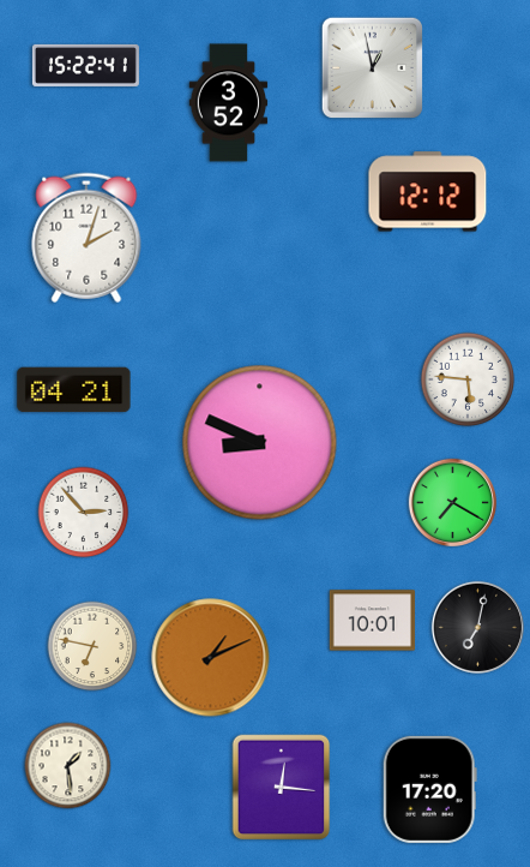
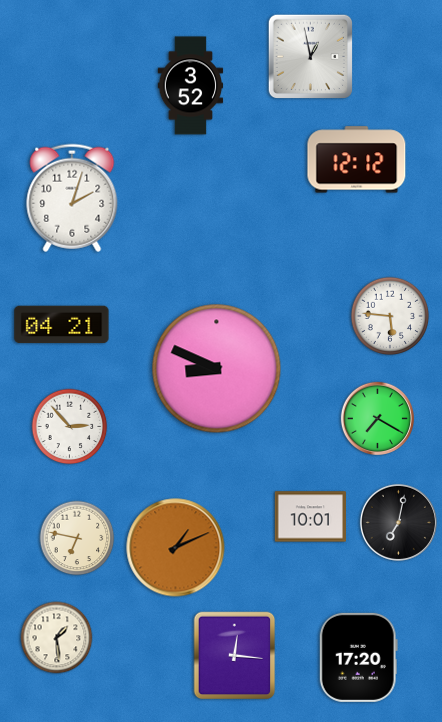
clock at (85, 65): 15:22 -> none
